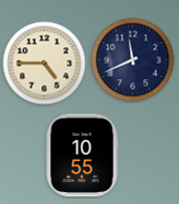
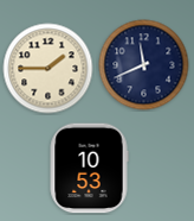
clock at (45, 64): 4:45 -> 1:45
clock at (82, 156): 10:55 -> 10:53
